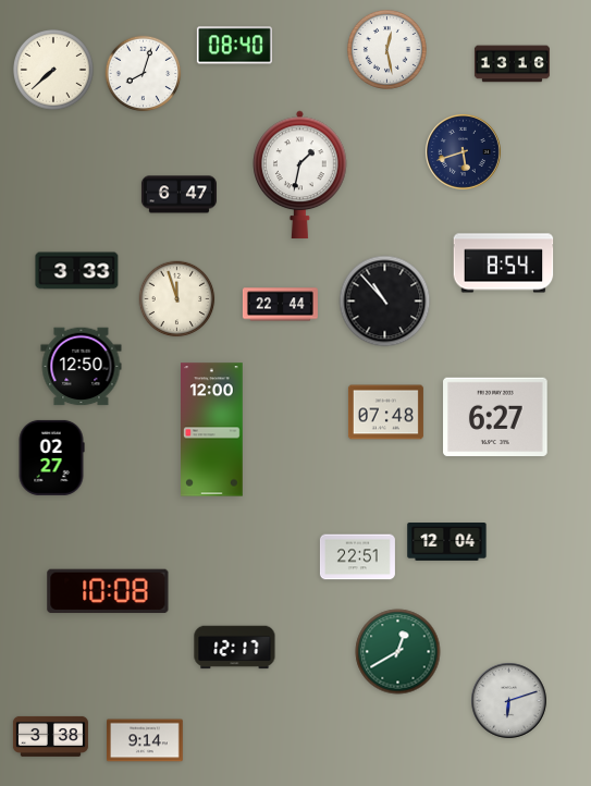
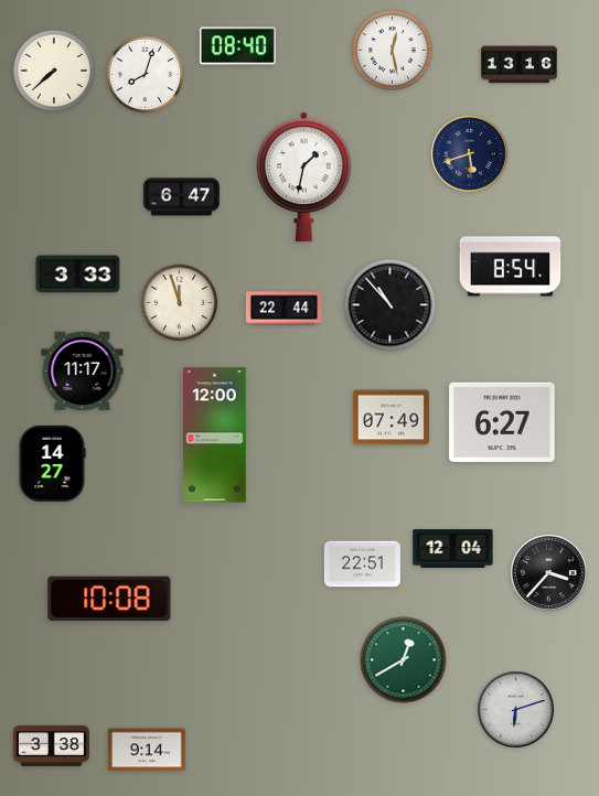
clock at (82, 367): 12:50 -> 11:17
clock at (385, 413): 07:48 -> 07:49
clock at (51, 457): 02:27 -> 14:27
clock at (549, 573): none -> 3:37
clock at (235, 648): 12:17 -> none
